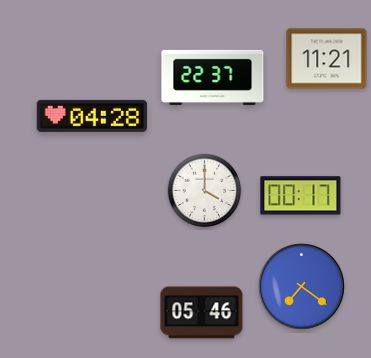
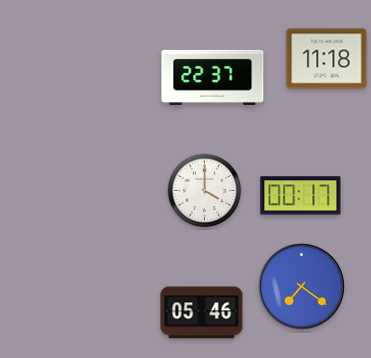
clock at (327, 59): 11:21 -> 11:18
clock at (91, 116): 04:28 -> none
